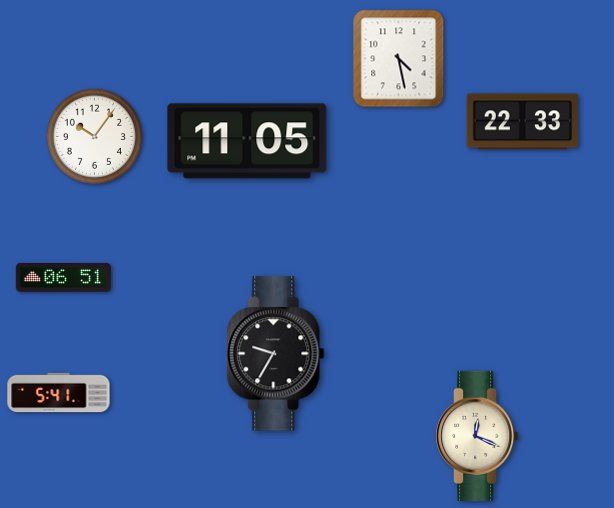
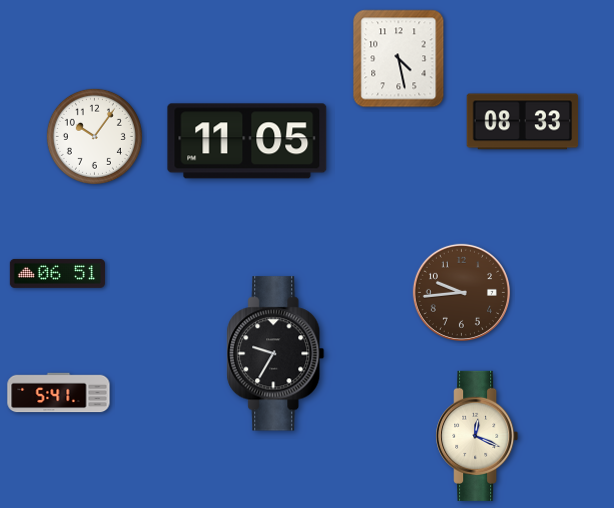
clock at (523, 122): 22:33 -> 08:33
clock at (63, 277) position: (63, 277) -> (57, 273)
clock at (461, 292): none -> 9:44
